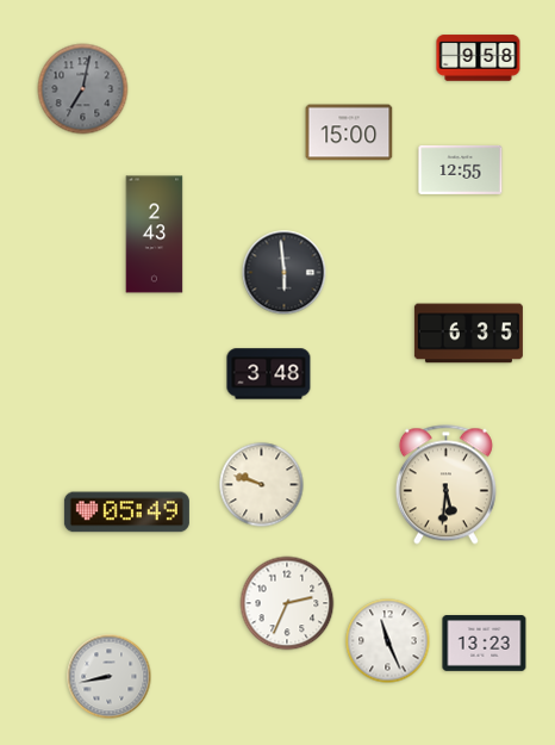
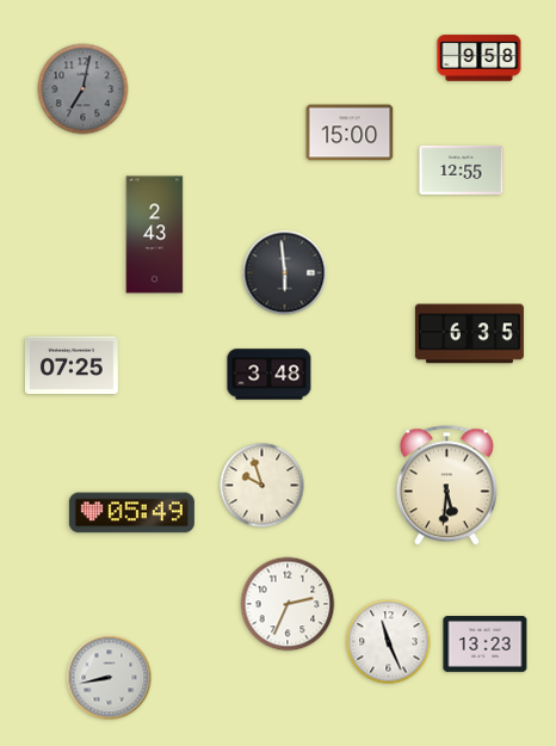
clock at (72, 365): none -> 07:25
clock at (262, 485): 9:48 -> 9:57
clock at (126, 513) position: (126, 513) -> (131, 513)
